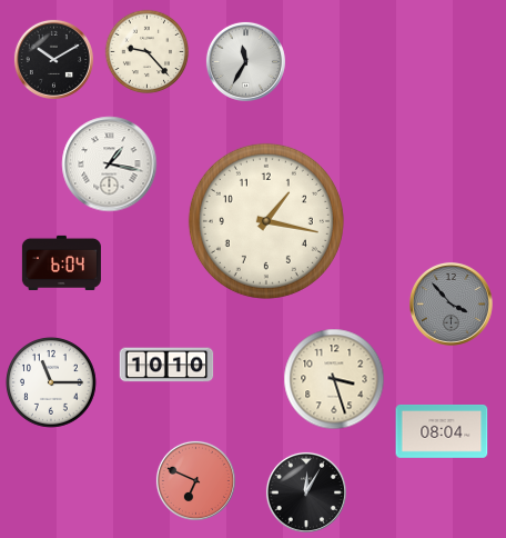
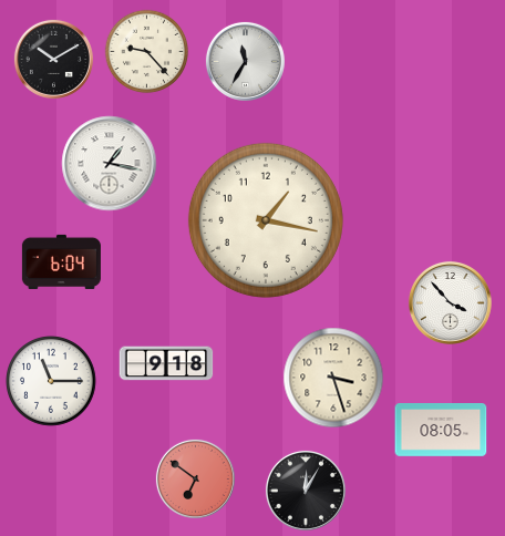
clock at (451, 303) dial: grey -> white
clock at (166, 365): 10:10 -> 9:18
clock at (442, 432): 08:04 -> 08:05
clock at (195, 480): 6:49 -> 6:51
